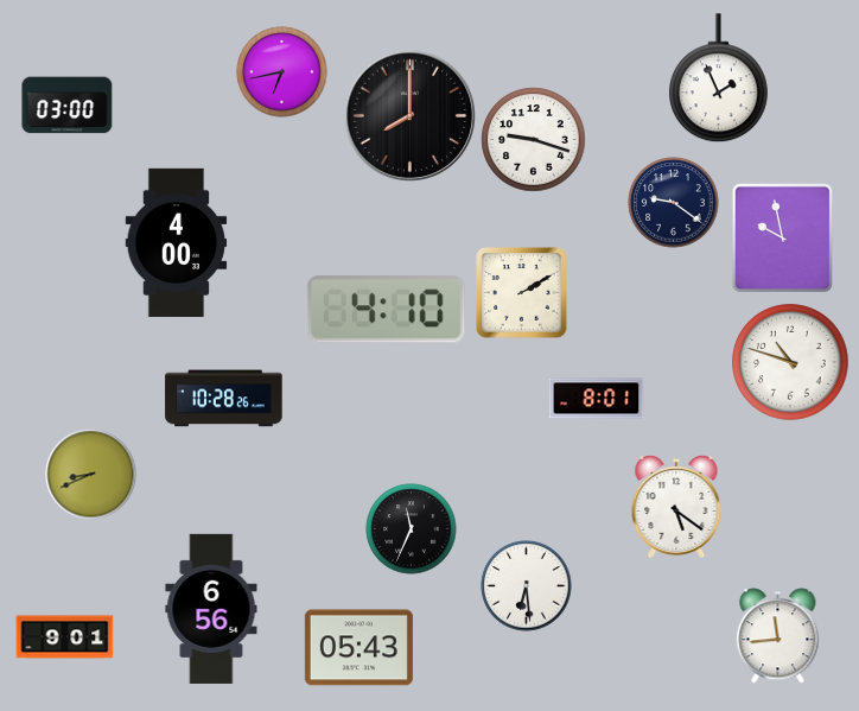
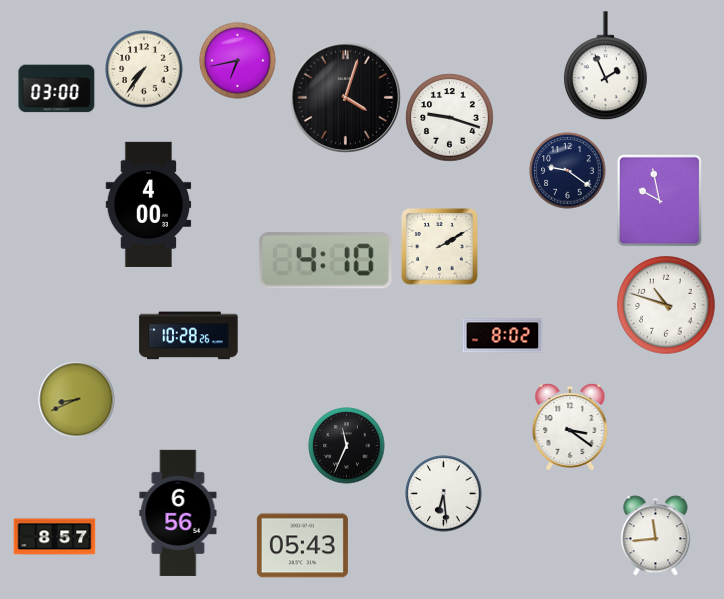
clock at (144, 69): none -> 7:36
clock at (411, 116): 8:00 -> 4:03
clock at (597, 399): 8:01 -> 8:02
clock at (676, 507): 5:21 -> 3:21
clock at (65, 637): 9:01 -> 8:57
